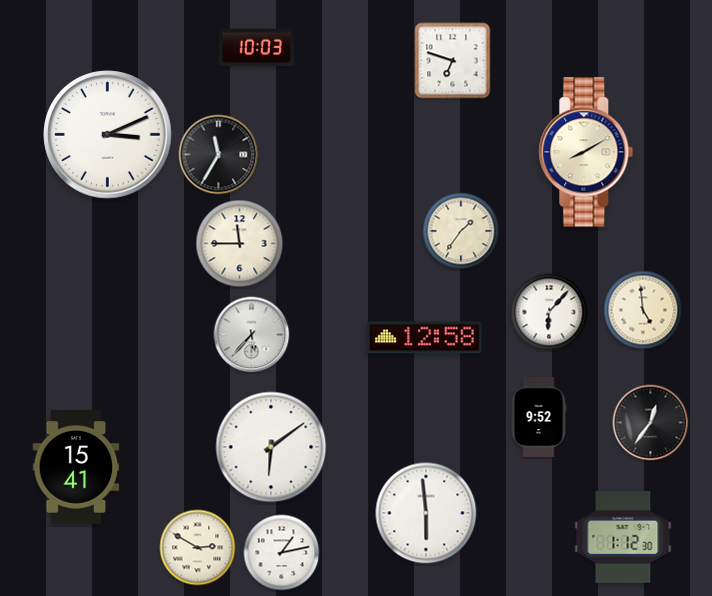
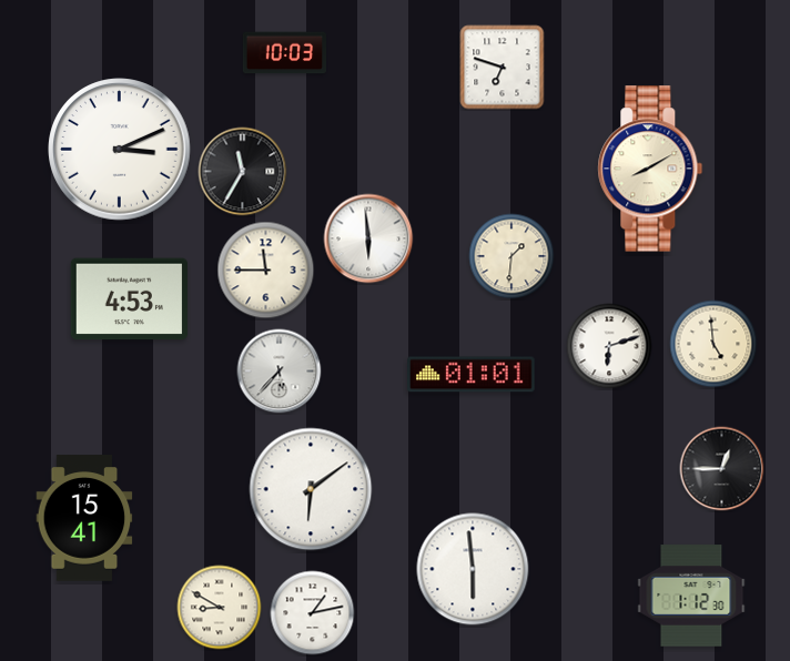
clock at (368, 238): none -> 5:59
clock at (461, 231): 1:36 -> 1:31
clock at (129, 299): none -> 4:53
clock at (549, 312): 6:07 -> 6:12
clock at (425, 338): 12:58 -> 01:01
clock at (539, 417): 9:52 -> none
clock at (651, 423): 12:36 -> 12:45
clock at (271, 447) position: (271, 447) -> (311, 489)
clock at (198, 548): 2:50 -> 8:50
